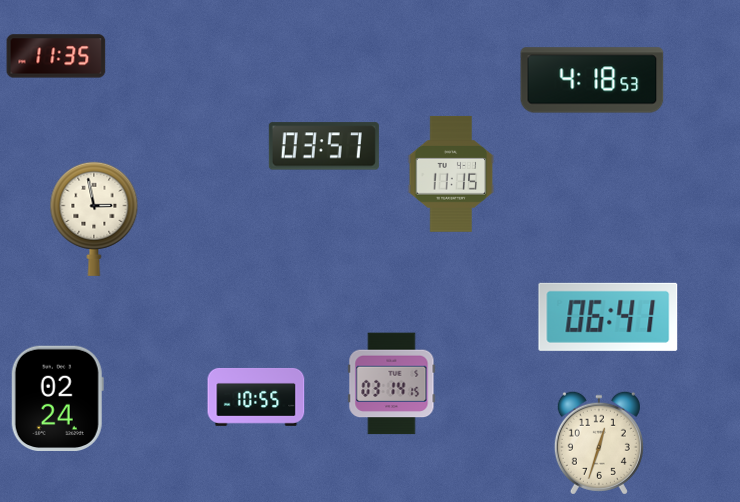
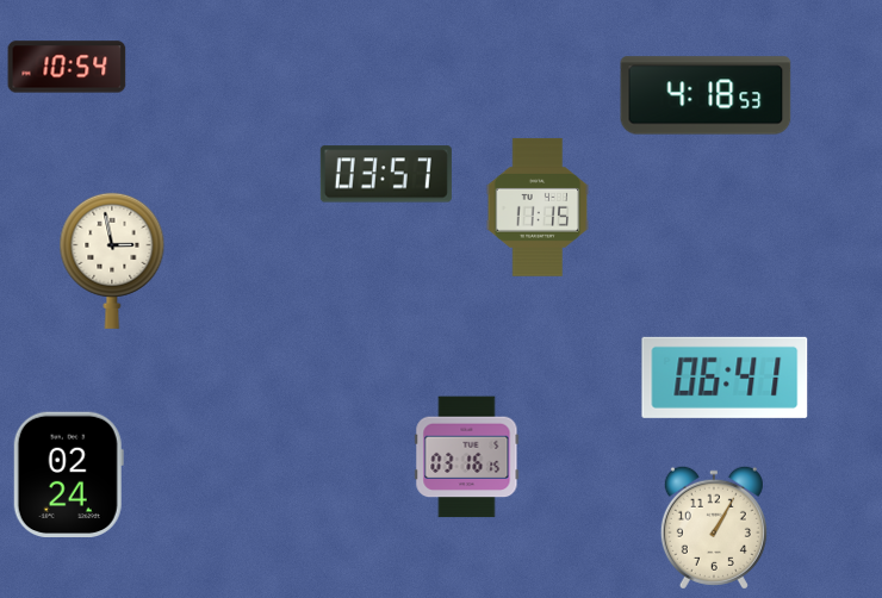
clock at (56, 56): 11:35 -> 10:54
clock at (392, 384): 03:14 -> 03:16
clock at (256, 397): 10:55 -> none
clock at (599, 443): 12:33 -> 1:05
